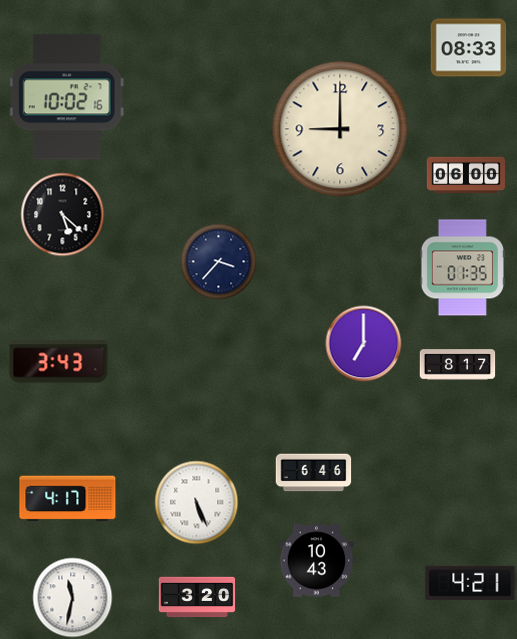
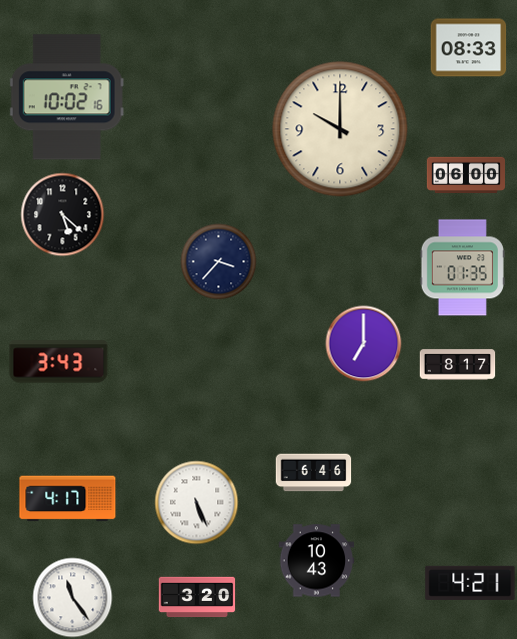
clock at (340, 129): 9:00 -> 10:00
clock at (73, 598): 11:32 -> 11:24
